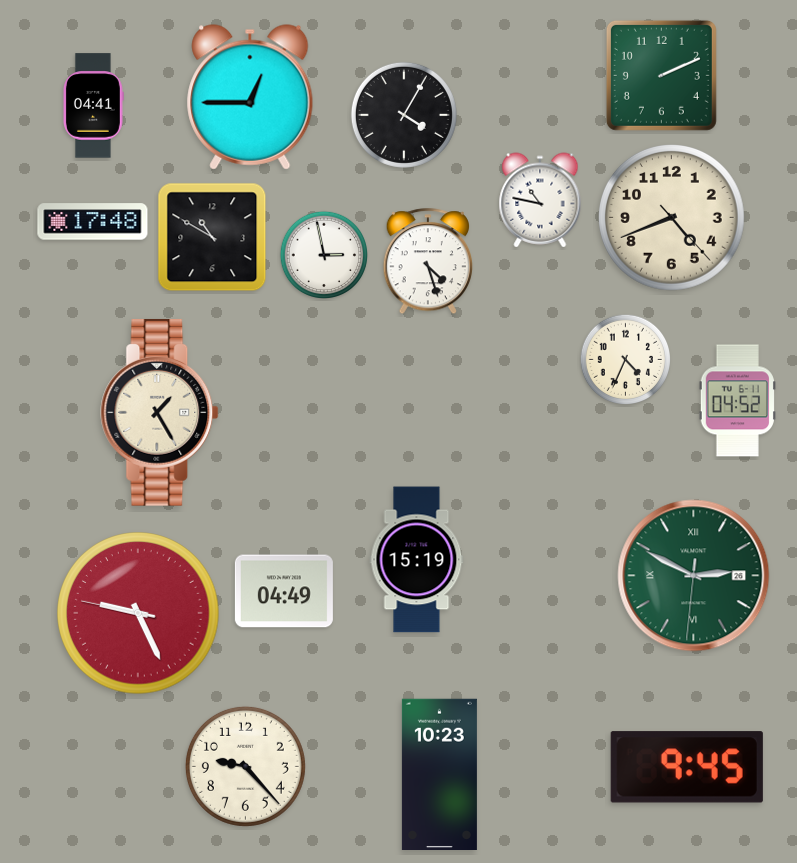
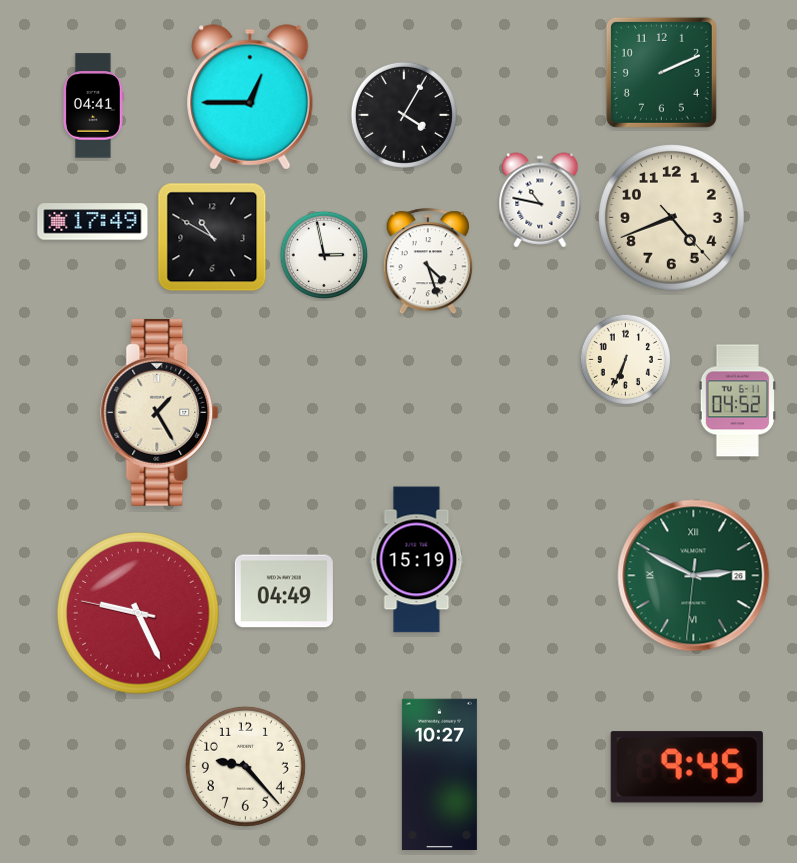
clock at (661, 75) position: (661, 75) -> (661, 72)
clock at (93, 222): 17:48 -> 17:49
clock at (625, 359): 4:34 -> 6:34
clock at (439, 774): 10:23 -> 10:27
